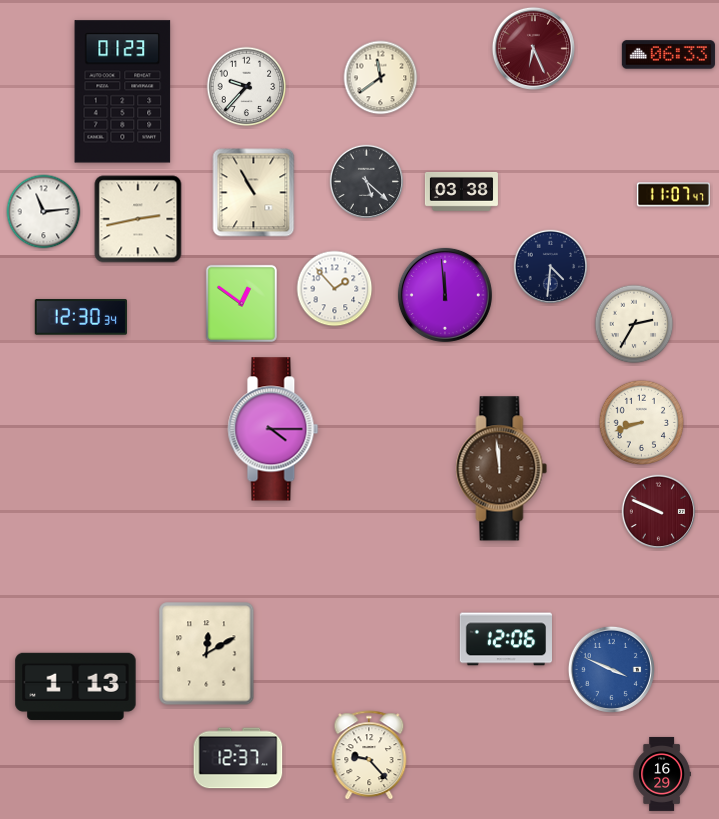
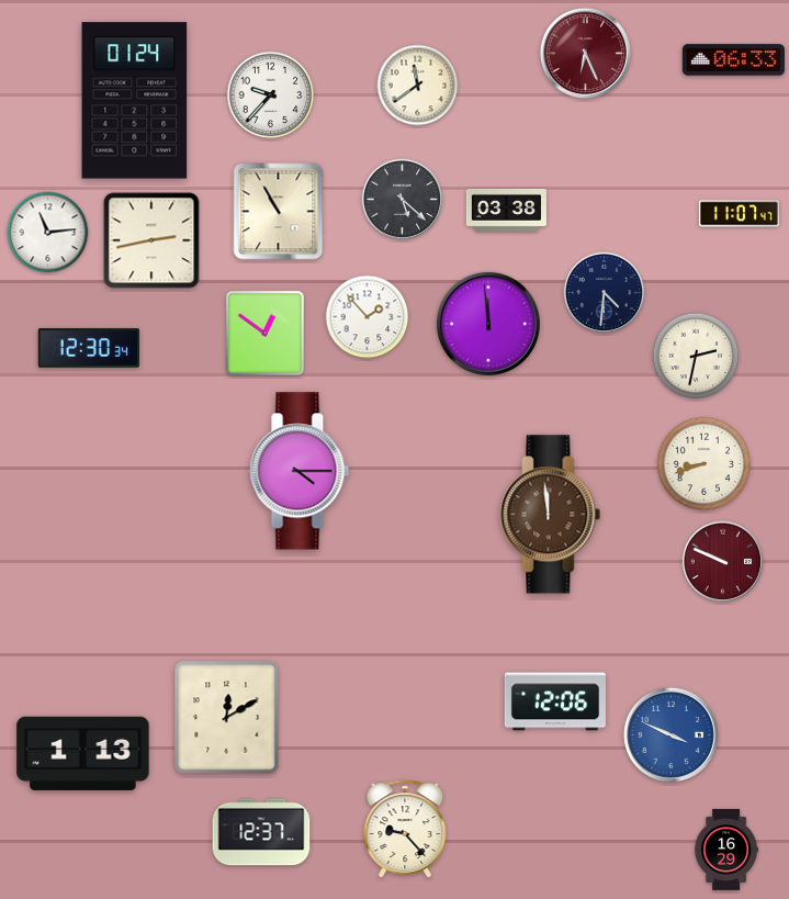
clock at (123, 92): 01:23 -> 01:24
clock at (634, 324): 2:35 -> 2:32
